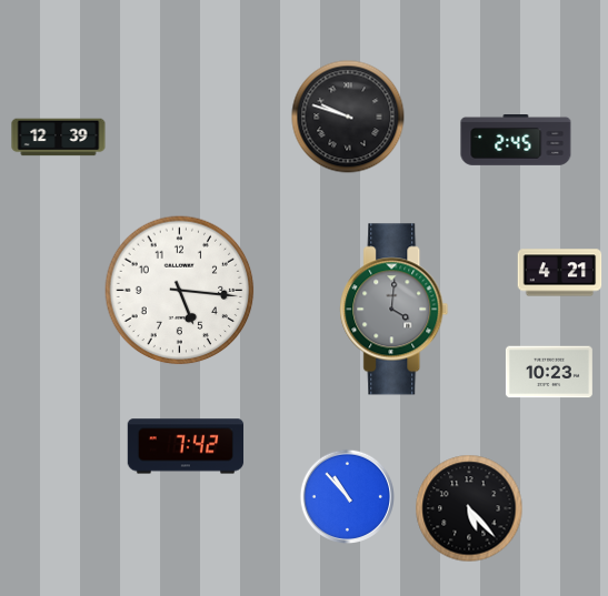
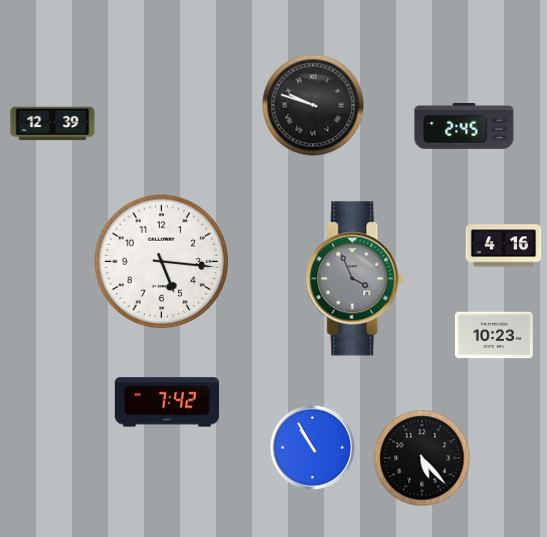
clock at (560, 273): 4:21 -> 4:16
clock at (395, 310): 4:01 -> 3:56
clock at (347, 496): 10:53 -> 10:55
